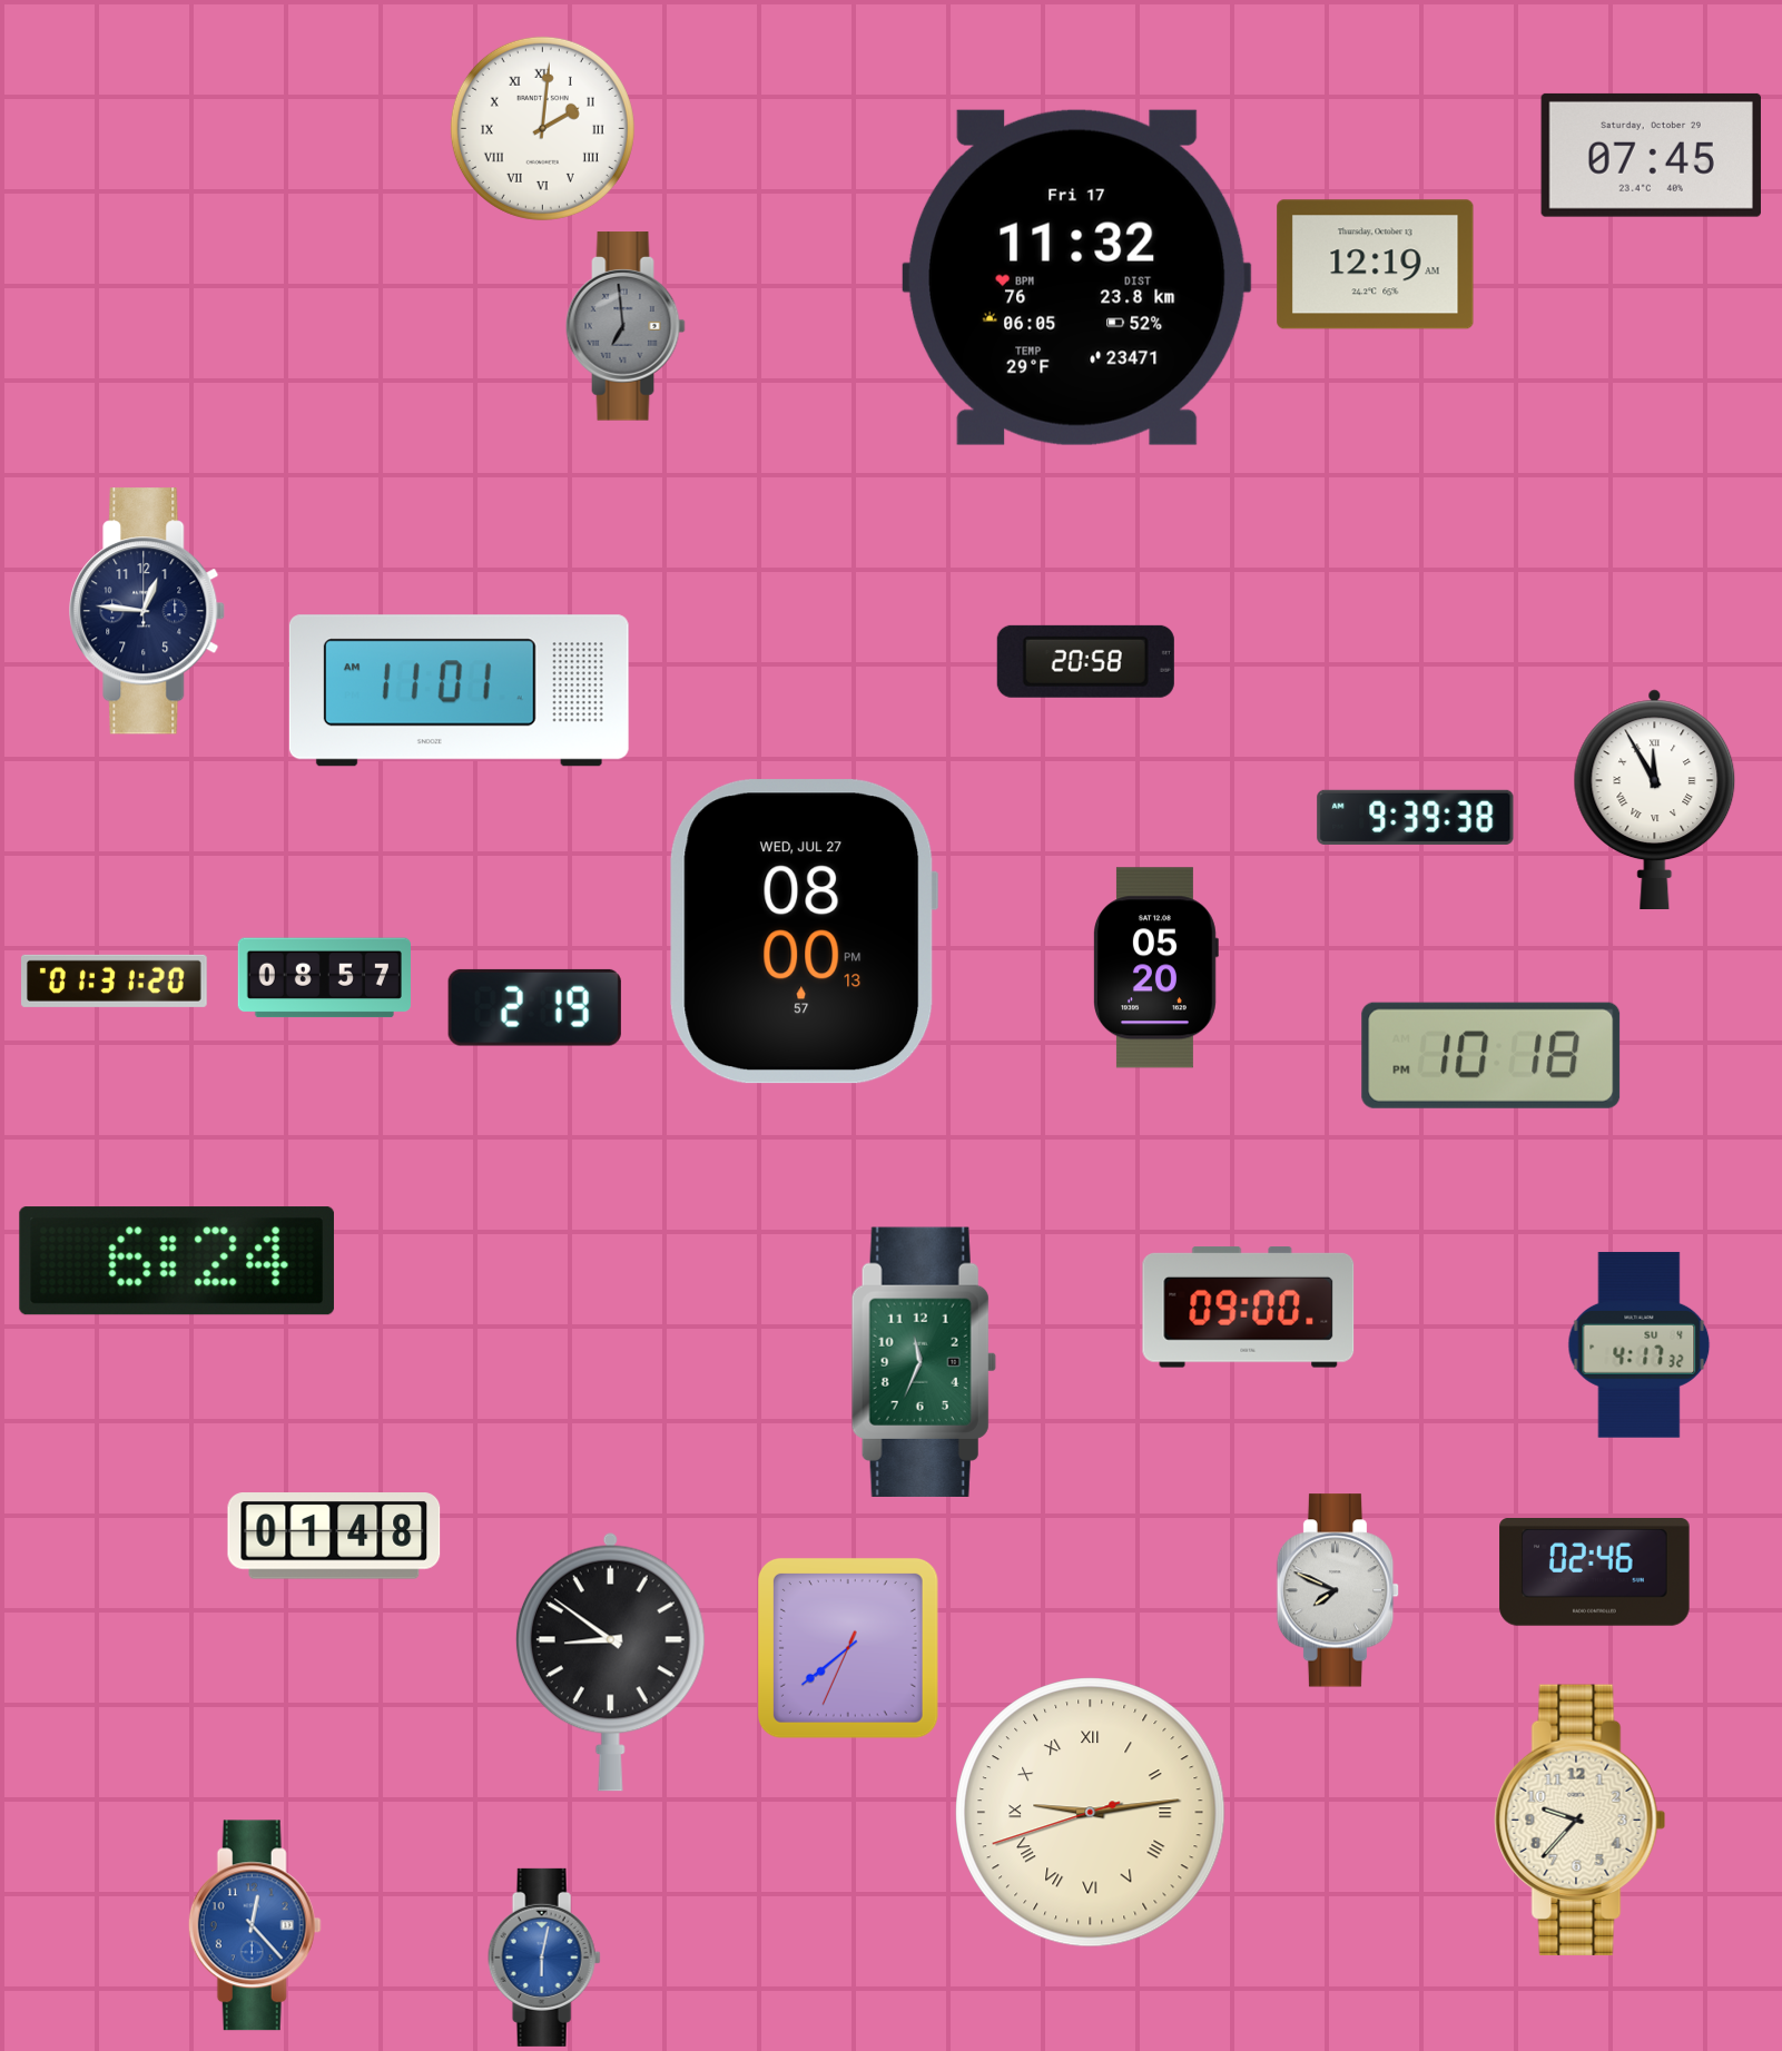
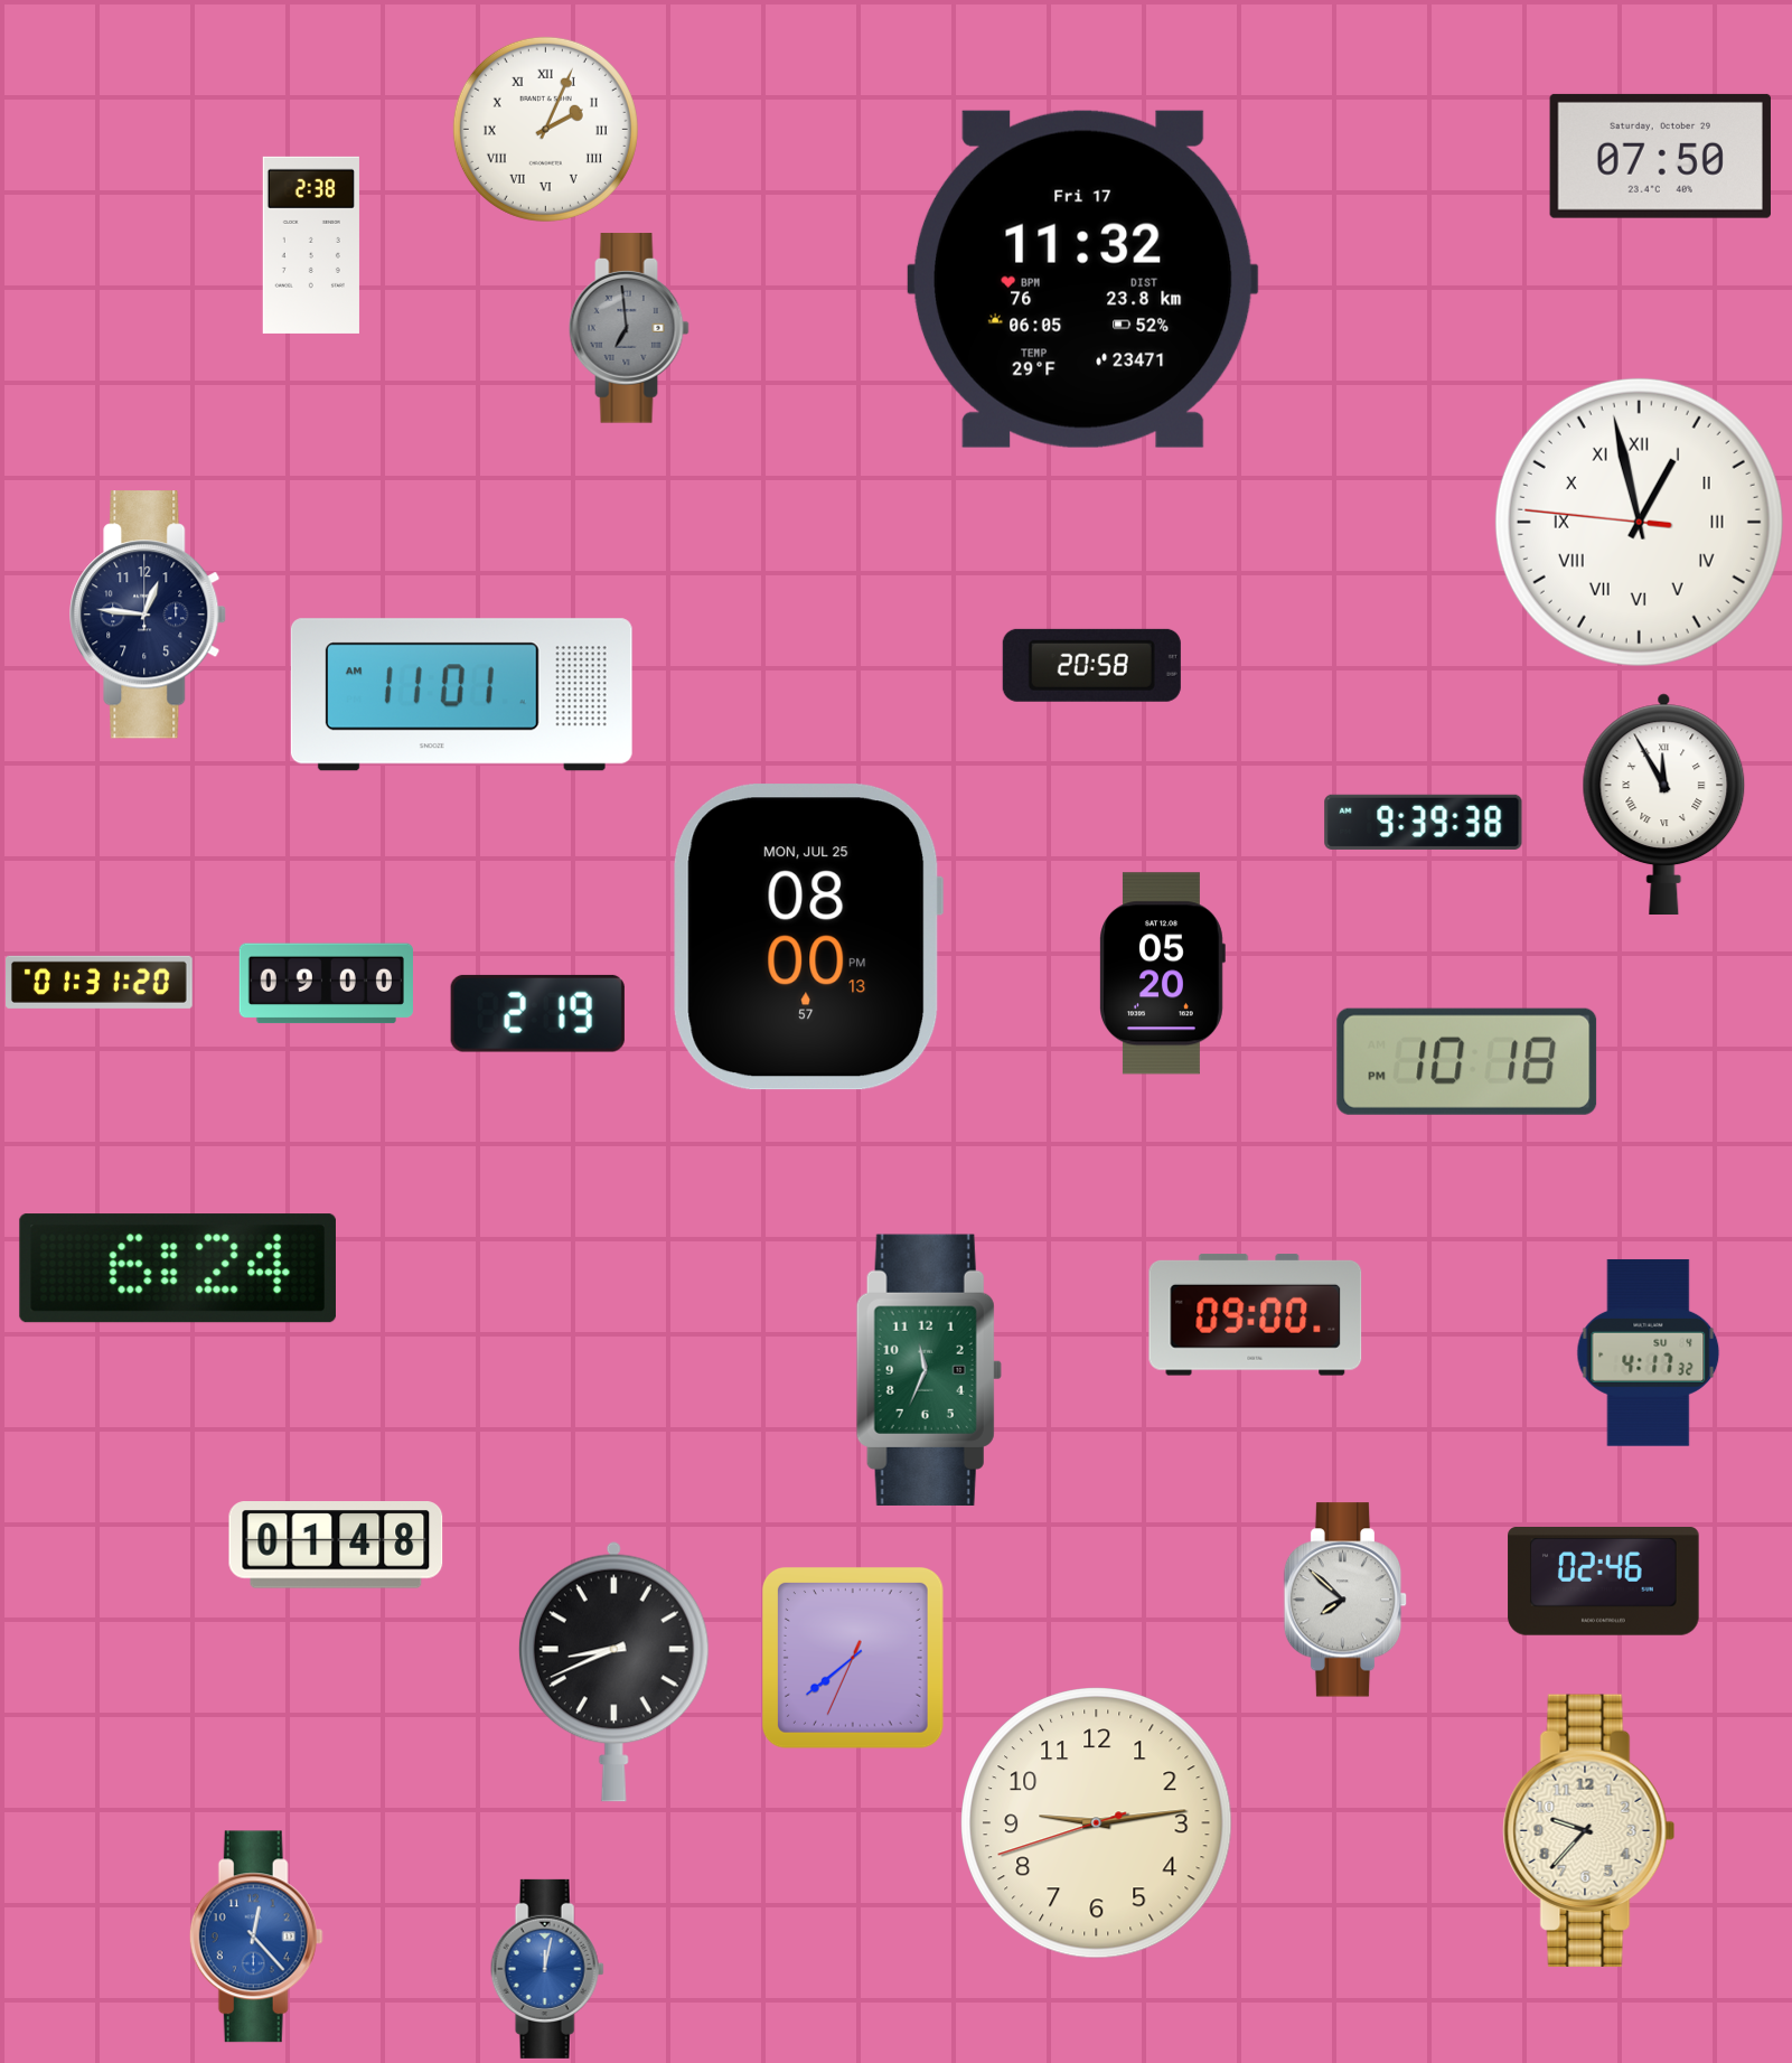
clock at (542, 128): 2:01 -> 2:04
clock at (1651, 155): 07:45 -> 07:50
clock at (311, 245): none -> 2:38
clock at (1376, 265): 12:19 -> none
clock at (1639, 522): none -> 12:57
clock at (804, 931) date: WED, JUL 27 -> MON, JUL 25
clock at (324, 978): 08:57 -> 09:00
clock at (115, 980) position: (115, 980) -> (100, 982)
clock at (1491, 1055) position: (1491, 1055) -> (1467, 1061)
clock at (1338, 1590): 7:49 -> 7:52
clock at (610, 1661): 8:51 -> 8:41
clock at (1091, 1813) numerals: Roman -> Arabic
clock at (544, 1958): 6:02 -> 12:02
